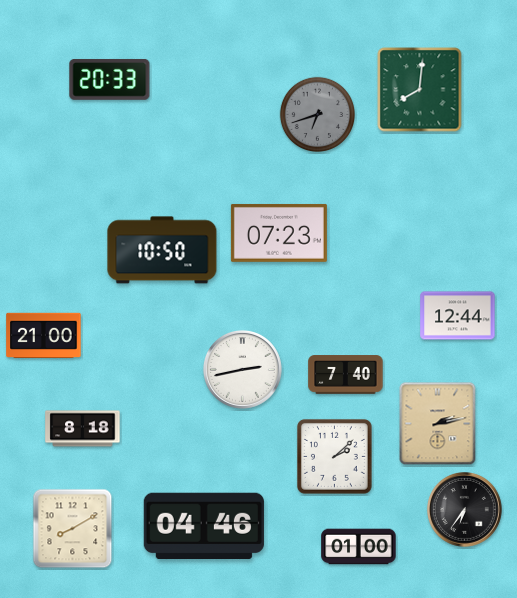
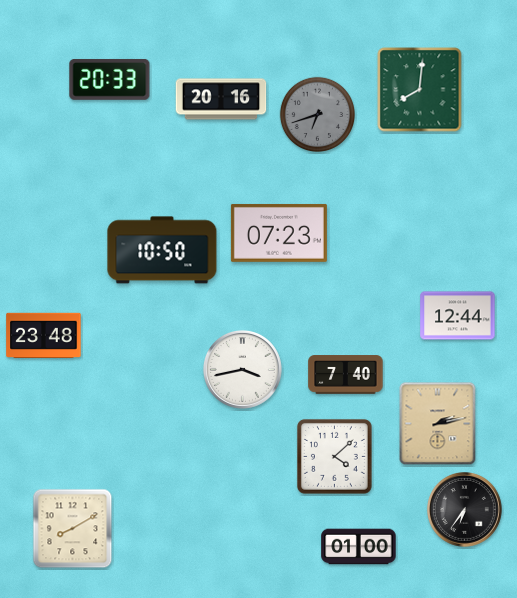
clock at (221, 99): none -> 20:16
clock at (44, 335): 21:00 -> 23:48
clock at (242, 369): 2:43 -> 3:43
clock at (83, 429): 8:18 -> none
clock at (334, 456): 2:08 -> 4:08
clock at (204, 525): 04:46 -> none
